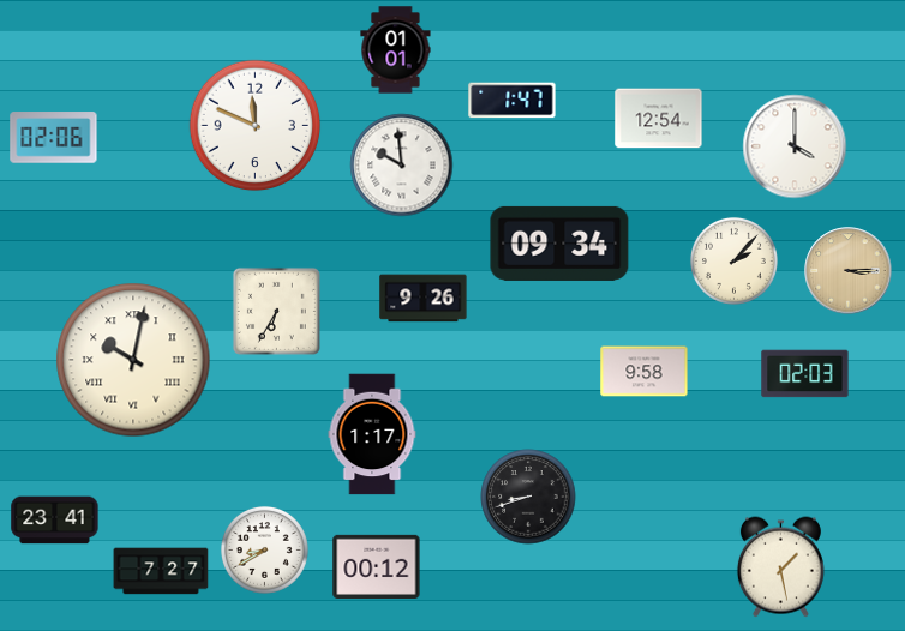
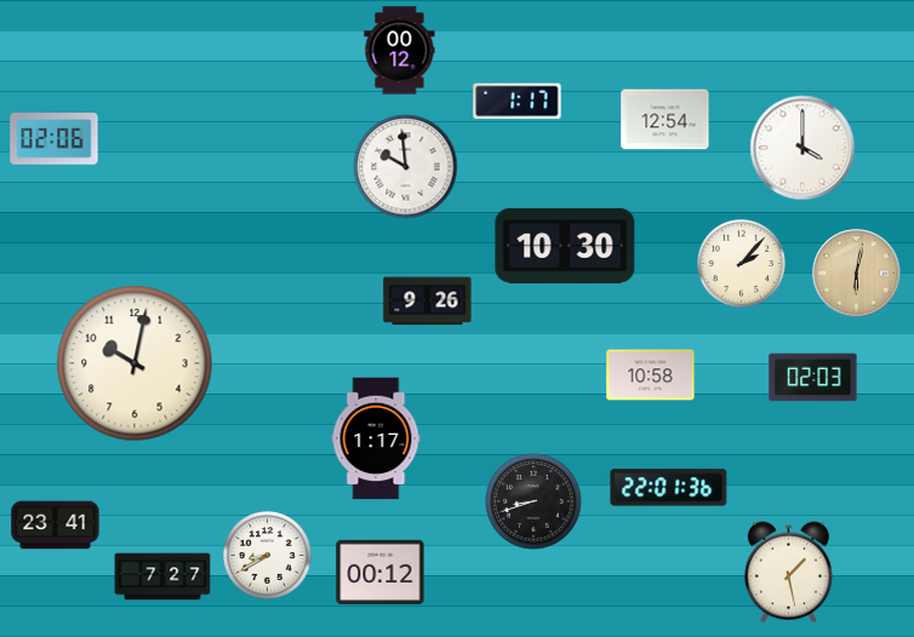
clock at (396, 50): 01:01 -> 00:12
clock at (513, 101): 1:47 -> 1:17
clock at (256, 126): 11:49 -> none
clock at (559, 244): 09:34 -> 10:30
clock at (849, 271): 3:15 -> 6:02
clock at (276, 311): 6:35 -> none
clock at (133, 360) numerals: Roman -> Arabic
clock at (645, 372): 9:58 -> 10:58
clock at (669, 488): none -> 22:01
